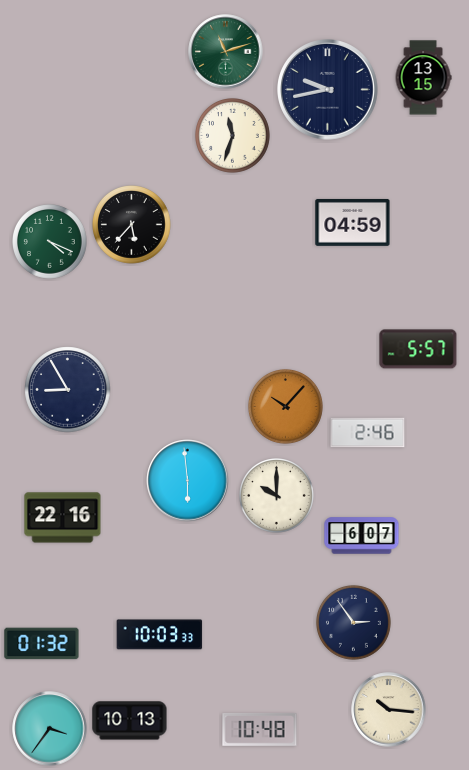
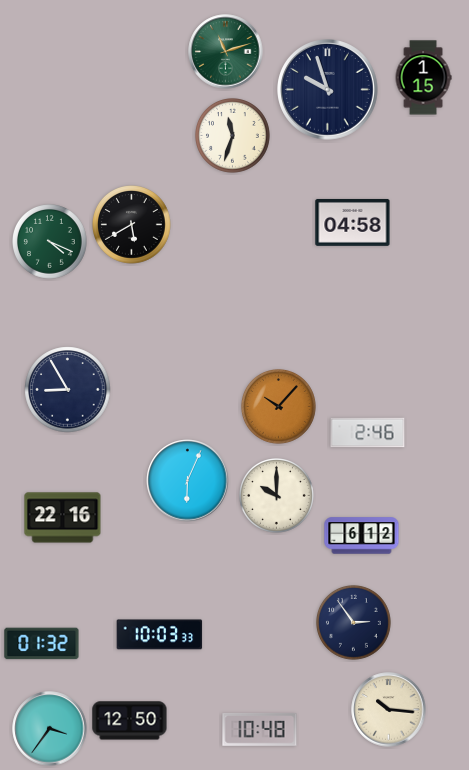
clock at (423, 78): 13:15 -> 1:15
clock at (328, 90): 9:43 -> 9:57
clock at (353, 222): 04:59 -> 04:58
clock at (132, 225): 5:37 -> 5:40
clock at (418, 349): 5:57 -> none
clock at (286, 407) position: (286, 407) -> (279, 407)
clock at (188, 481): 5:59 -> 6:04
clock at (362, 536): 6:07 -> 6:12
clock at (130, 721): 10:13 -> 12:50
